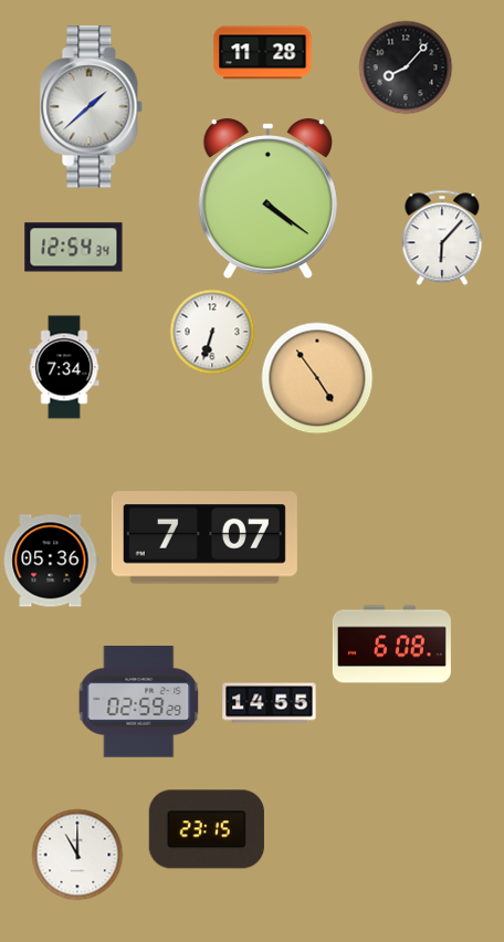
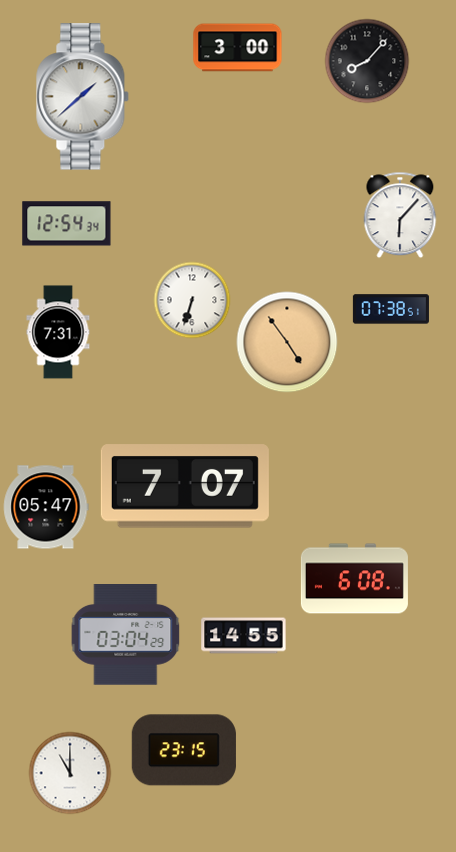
clock at (263, 53): 11:28 -> 3:00
clock at (267, 199): 4:21 -> none
clock at (391, 309): none -> 07:38
clock at (64, 367): 7:34 -> 7:31
clock at (51, 561): 05:36 -> 05:47
clock at (391, 645) position: (391, 645) -> (354, 579)
clock at (139, 702): 02:59 -> 03:04
clock at (207, 829) position: (207, 829) -> (184, 750)
